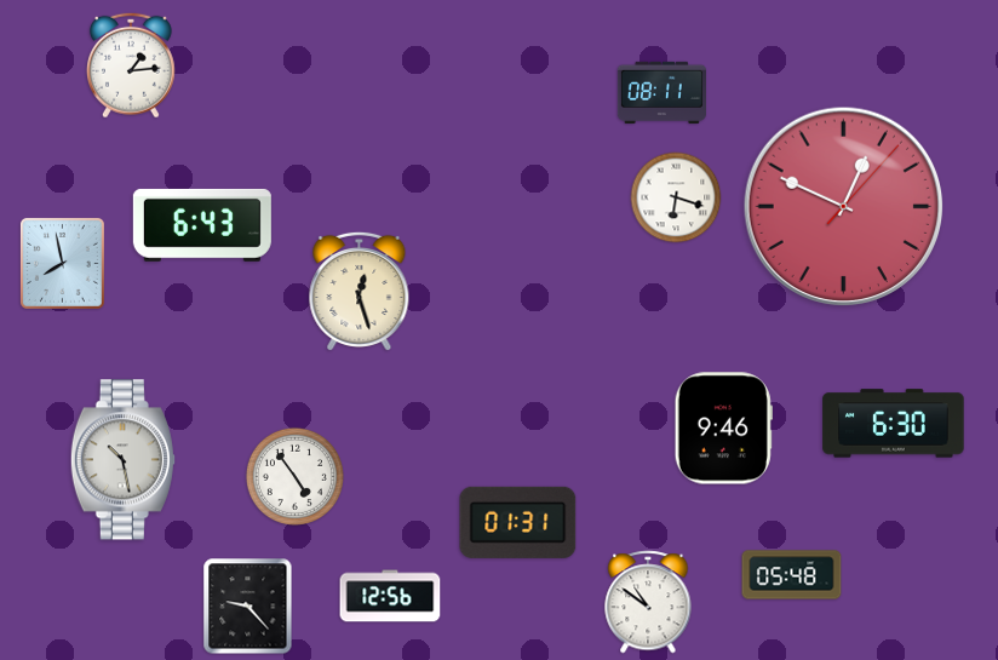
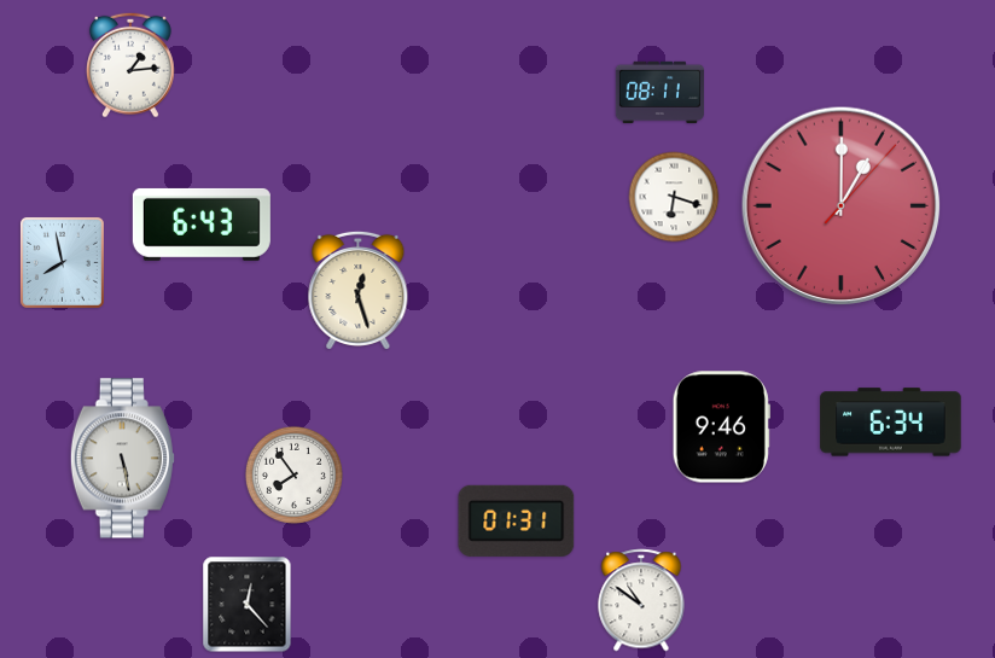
clock at (844, 207): 12:49 -> 1:00
clock at (894, 424): 6:30 -> 6:34
clock at (122, 460): 10:28 -> 5:28
clock at (294, 476): 4:54 -> 7:54
clock at (792, 575): 05:48 -> none
clock at (390, 596): 12:56 -> none
clock at (648, 602) position: (648, 602) -> (641, 600)
clock at (248, 607): 9:23 -> 12:23
